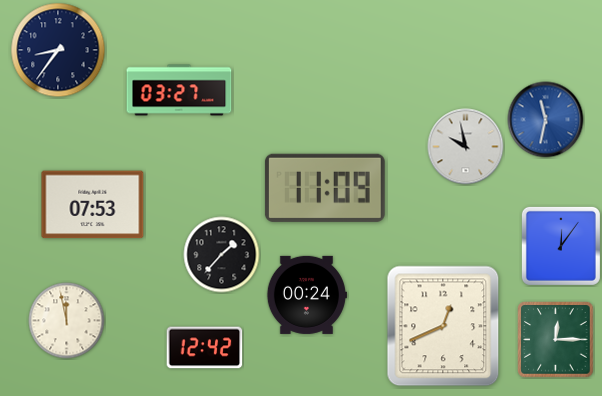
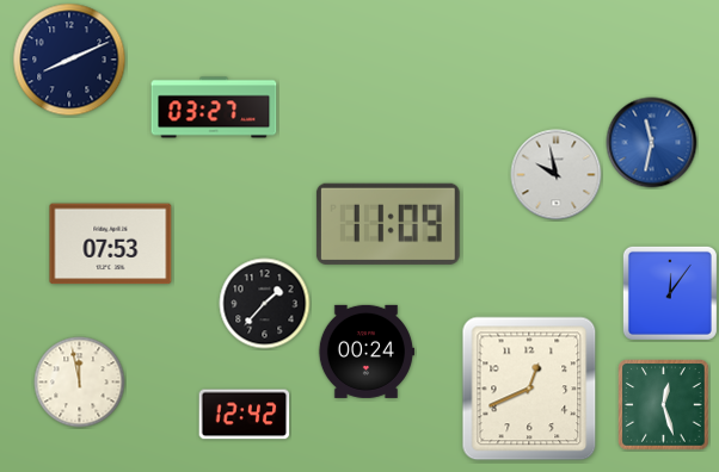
clock at (58, 50): 8:36 -> 8:11
clock at (556, 340): 12:15 -> 12:27
